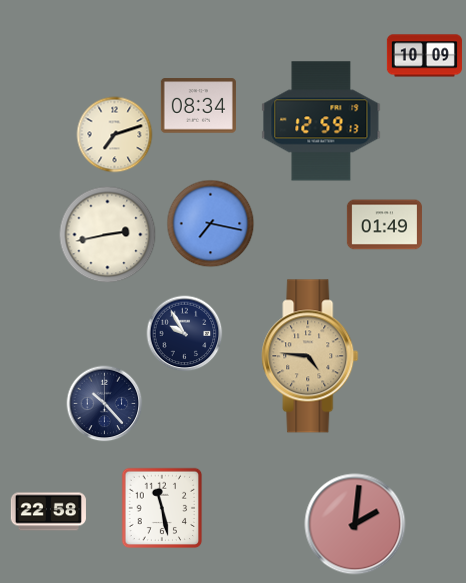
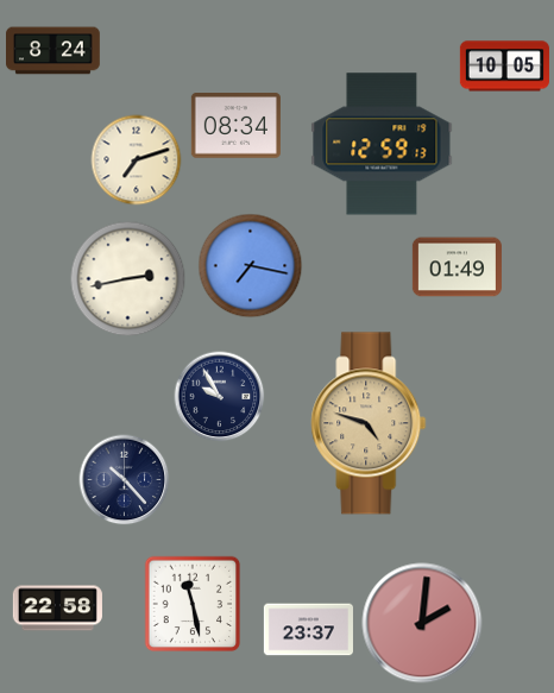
clock at (53, 51): none -> 8:24
clock at (424, 56): 10:09 -> 10:05
clock at (310, 356): 4:46 -> 4:48
clock at (308, 630): none -> 23:37
